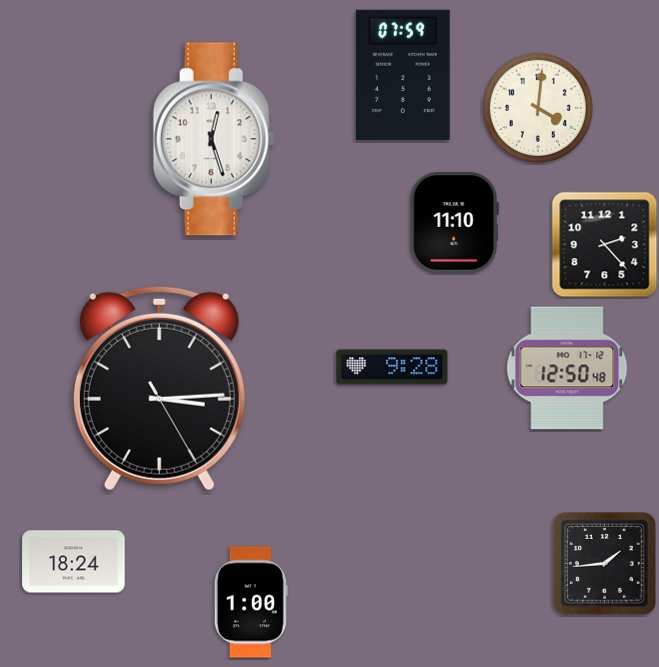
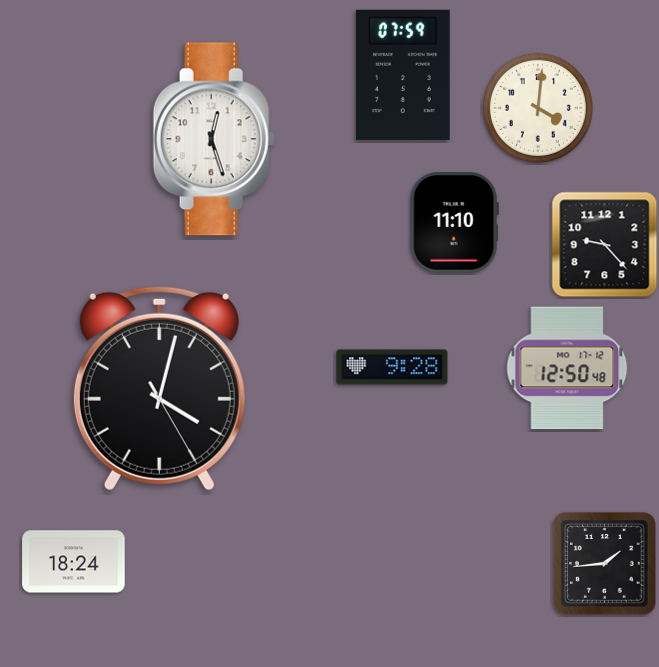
clock at (605, 245): 2:23 -> 9:23
clock at (159, 388): 3:14 -> 4:02
clock at (251, 602): 1:00 -> none
